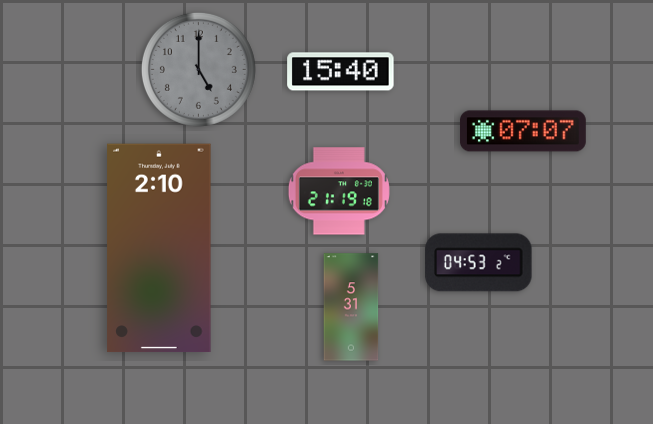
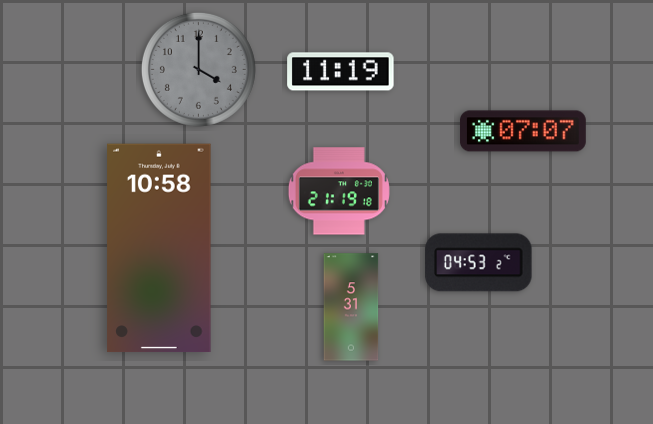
clock at (198, 69): 5:00 -> 4:00
clock at (341, 72): 15:40 -> 11:19
clock at (159, 248): 2:10 -> 10:58
